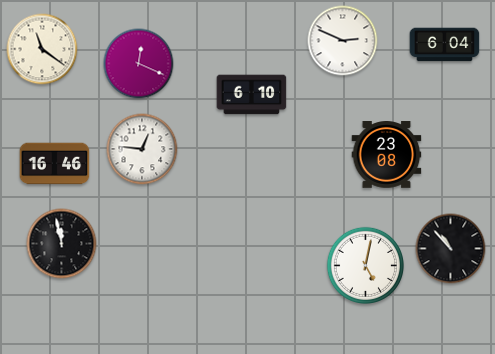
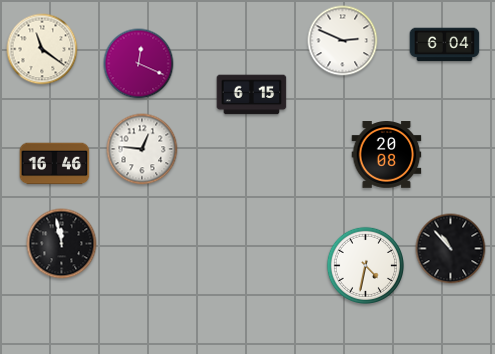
clock at (252, 95): 6:10 -> 6:15
clock at (387, 155): 23:08 -> 20:08
clock at (365, 265): 5:02 -> 4:32
